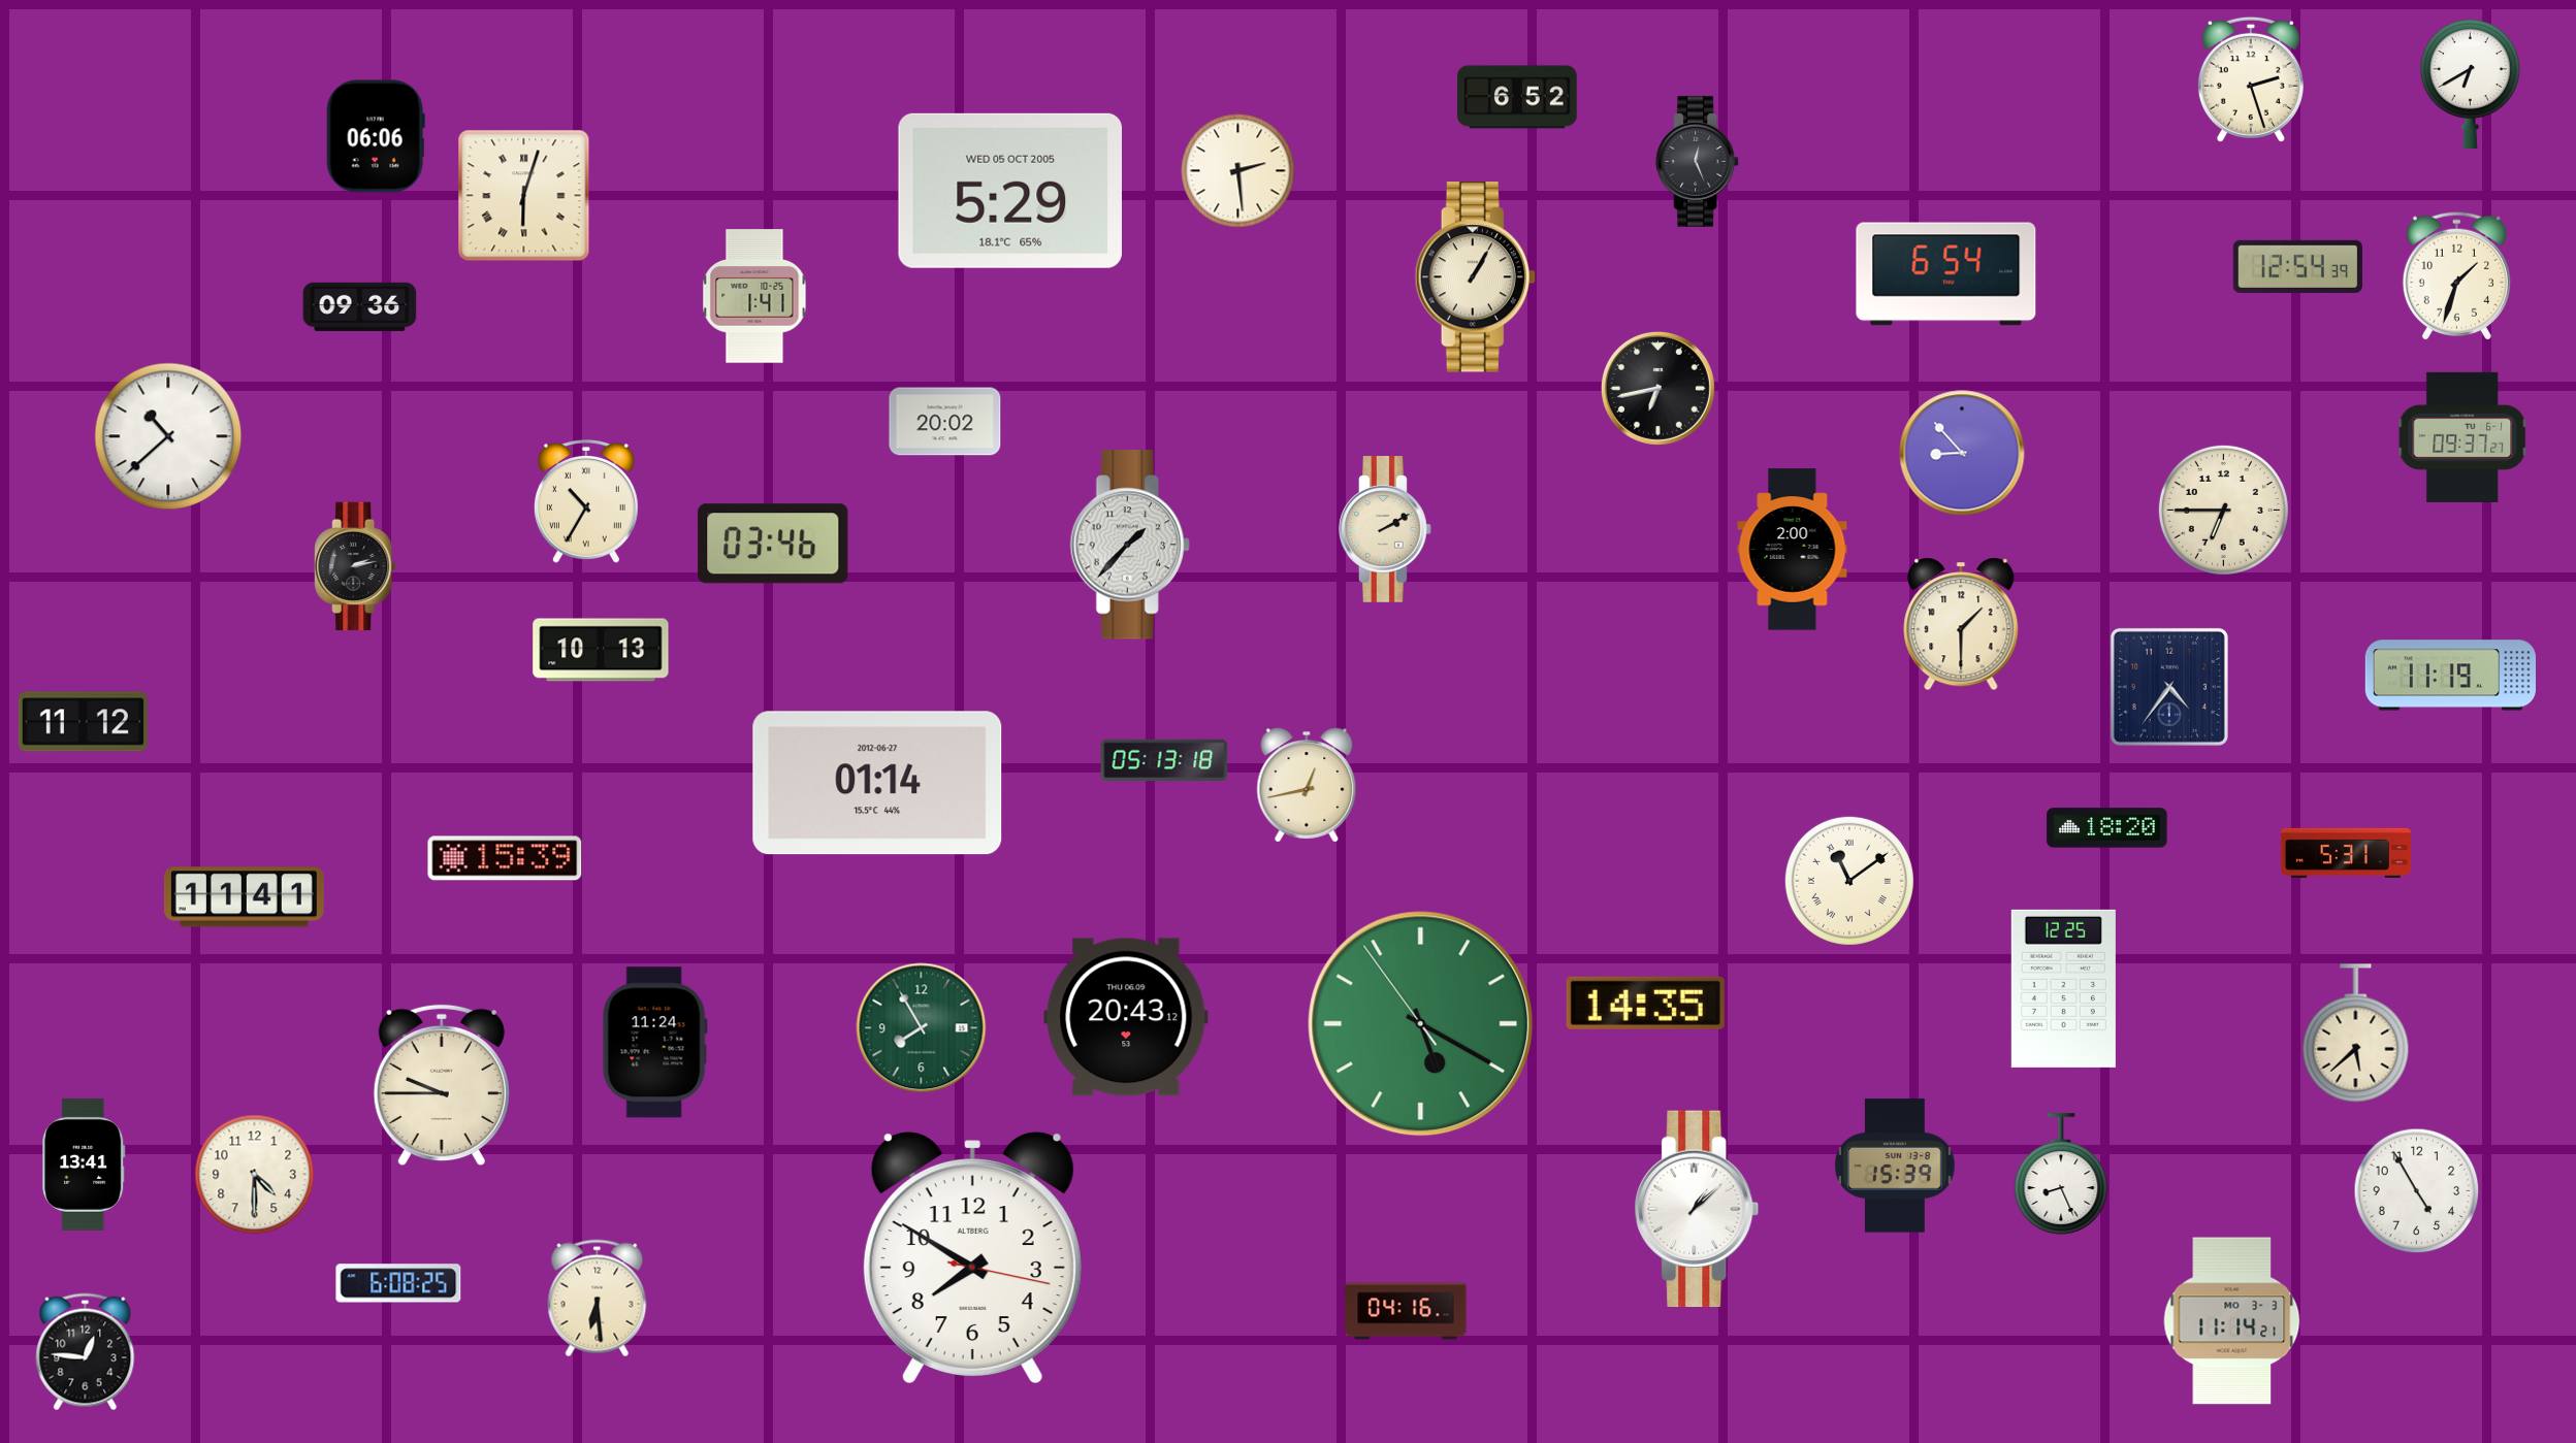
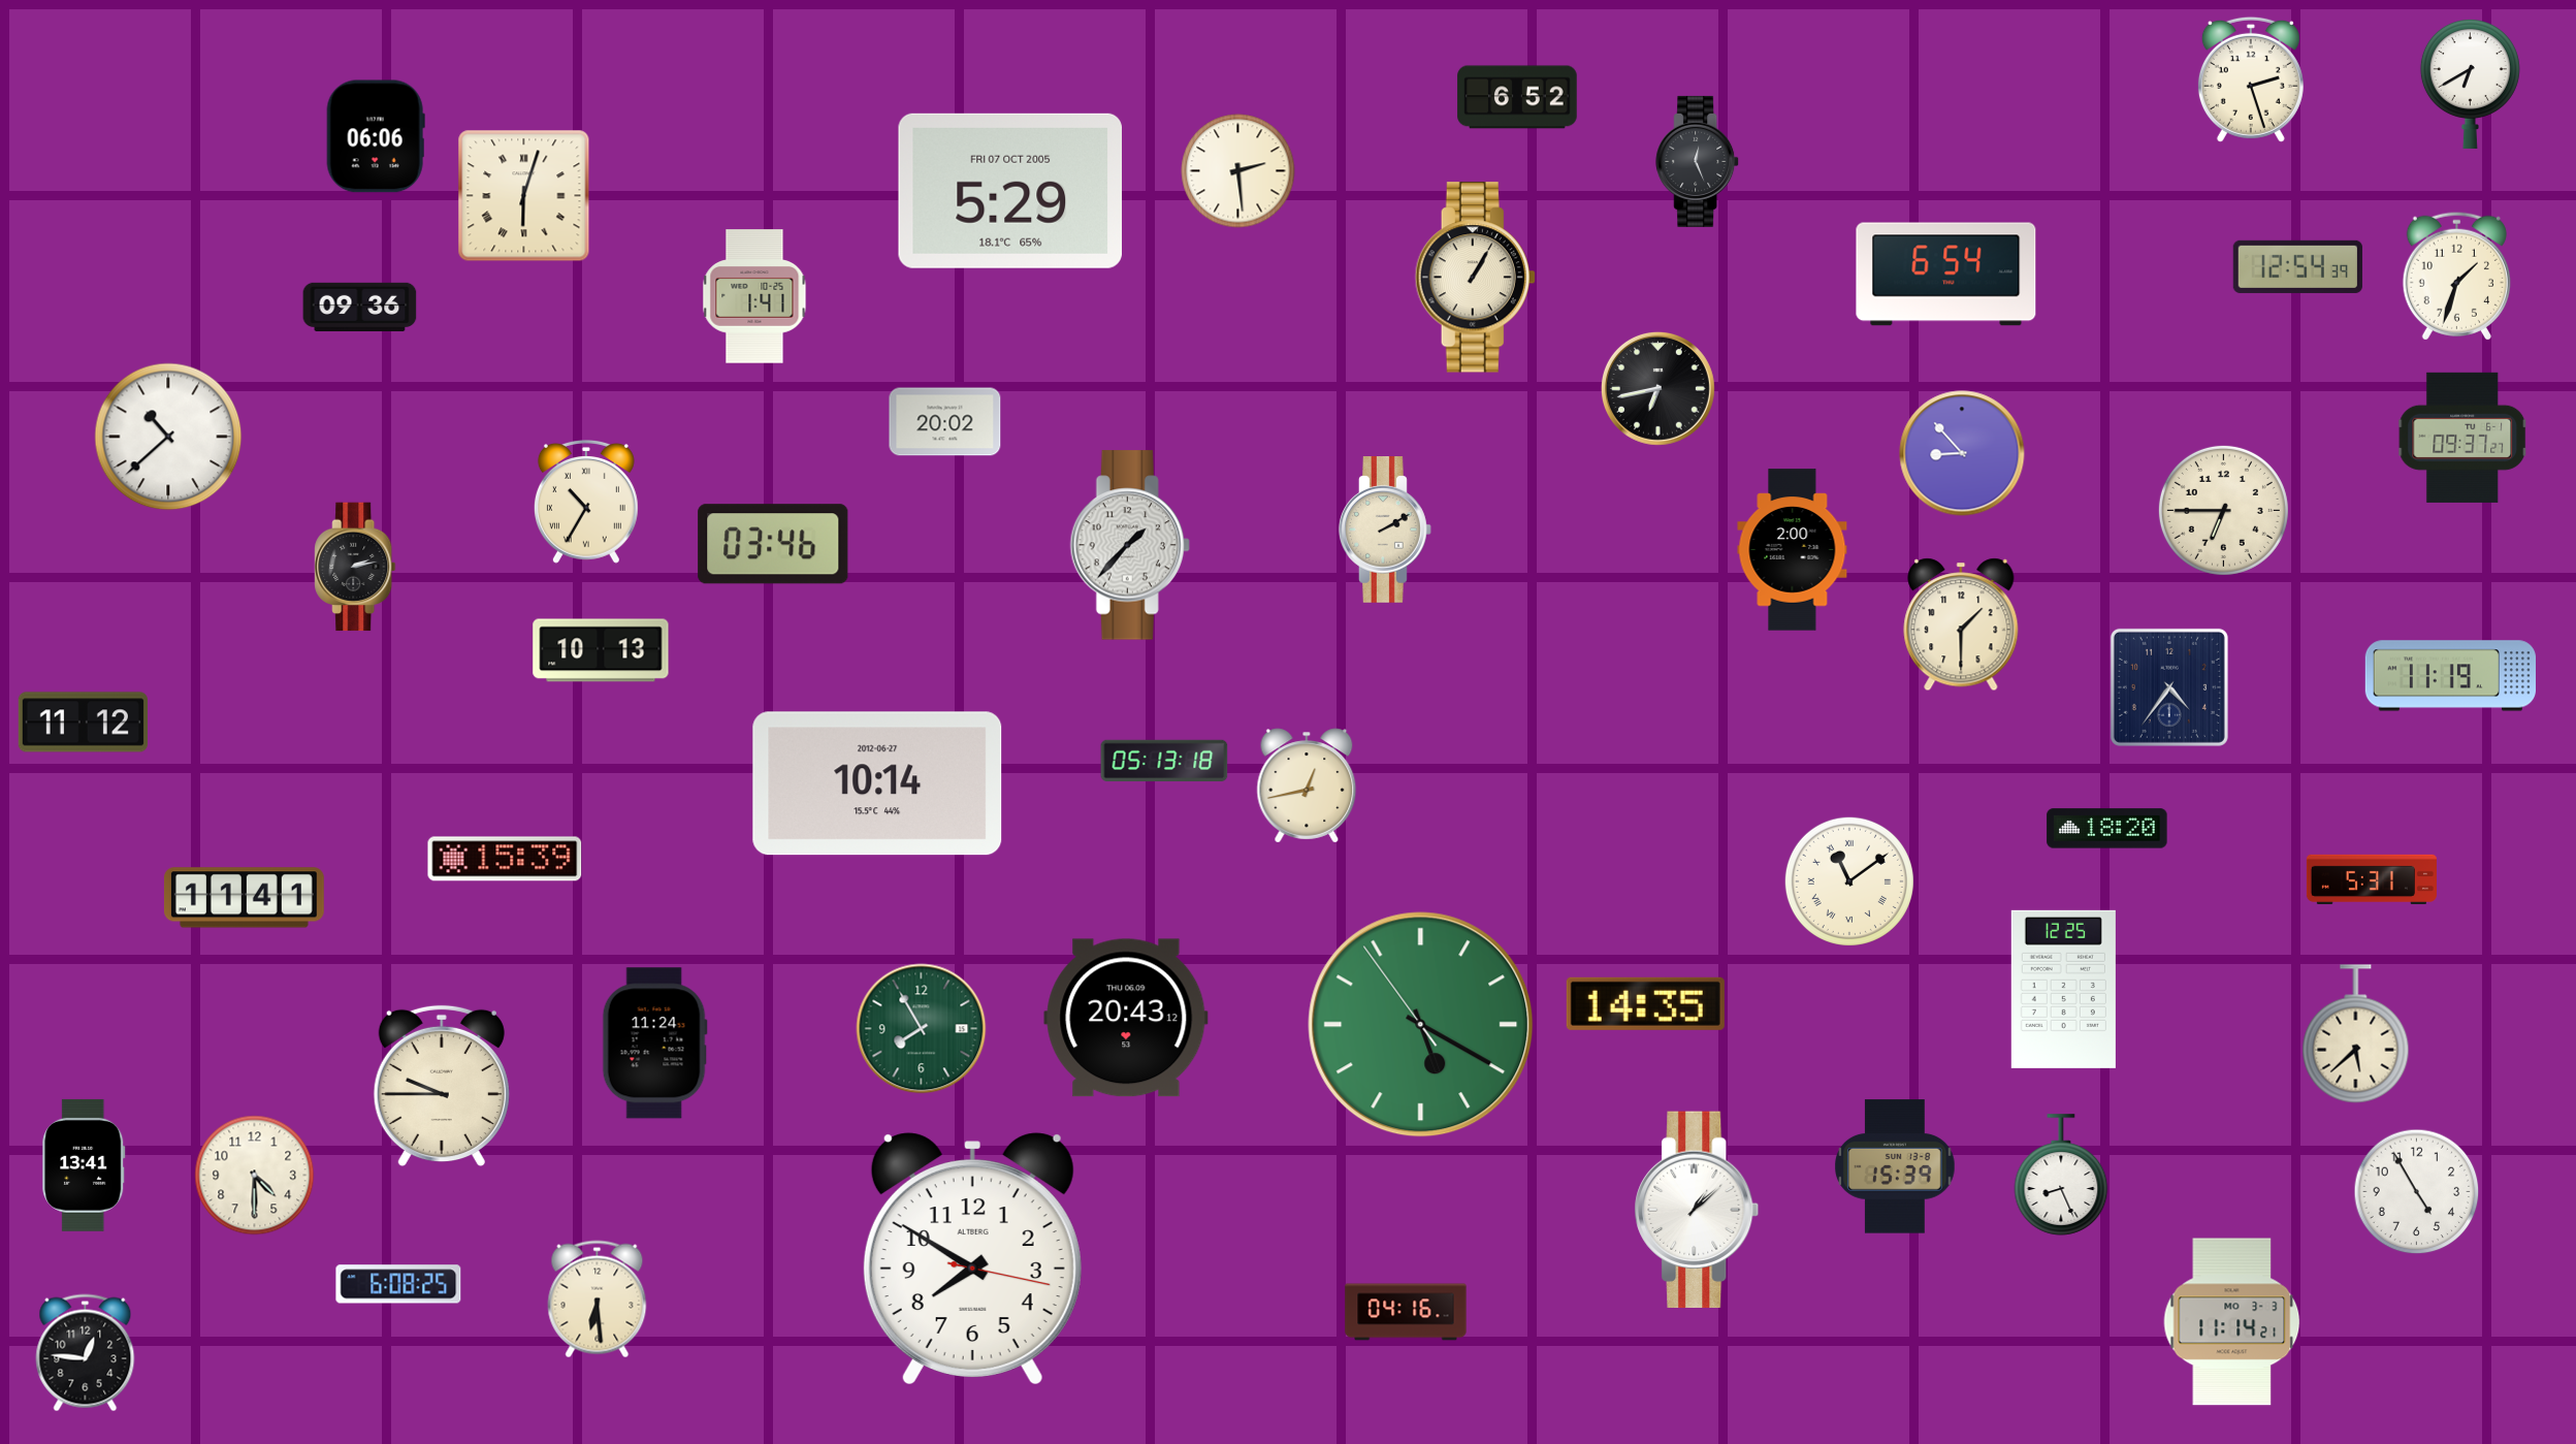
clock at (1009, 191) date: WED 05 OCT 2005 -> FRI 07 OCT 2005
clock at (877, 783): 01:14 -> 10:14
clock at (2346, 852) position: (2346, 852) -> (2372, 878)
